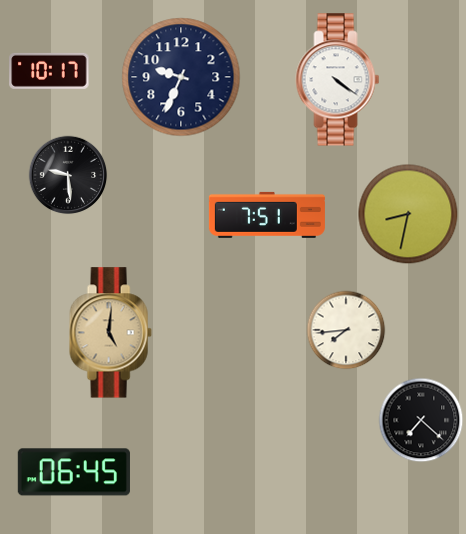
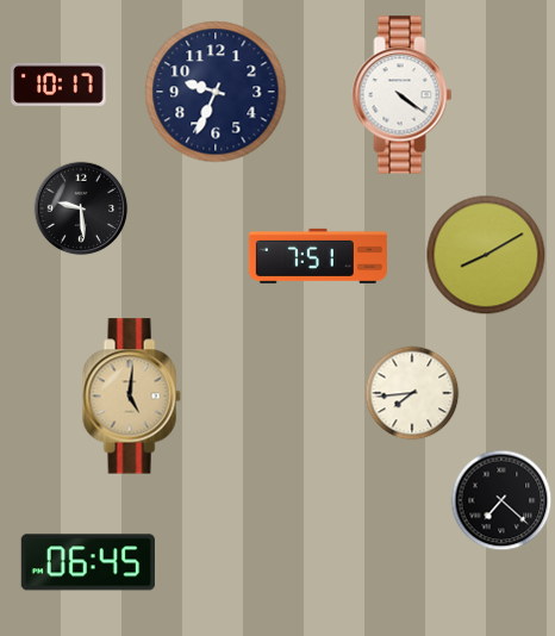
clock at (408, 214): 8:32 -> 8:10
